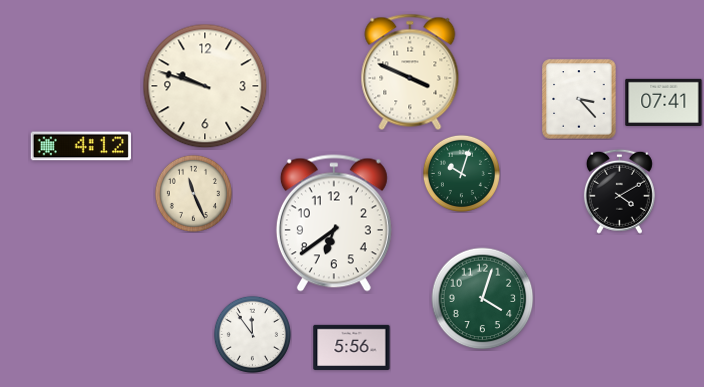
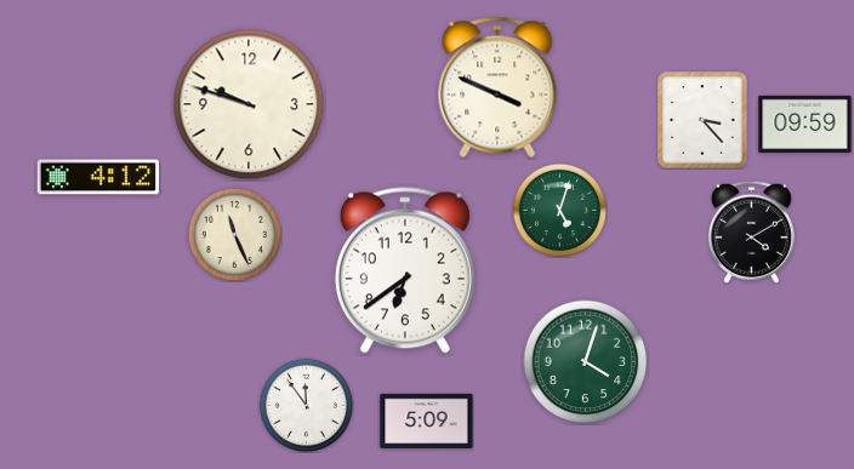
clock at (664, 102): 07:41 -> 09:59
clock at (461, 173): 10:03 -> 5:03
clock at (352, 347): 5:56 -> 5:09
